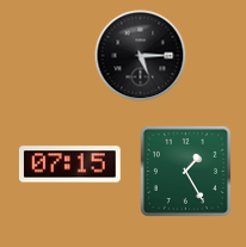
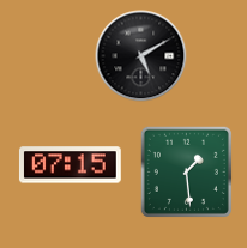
clock at (141, 56): 5:15 -> 5:10
clock at (185, 171): 1:25 -> 1:29
